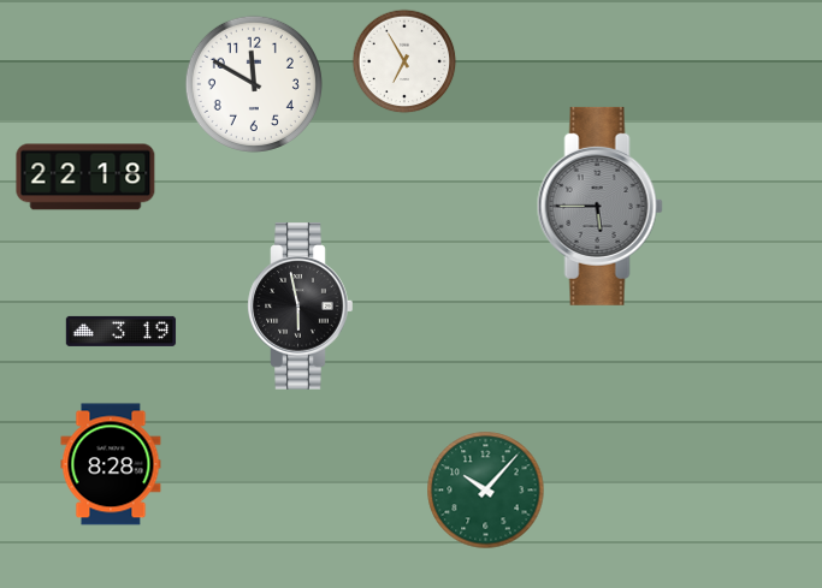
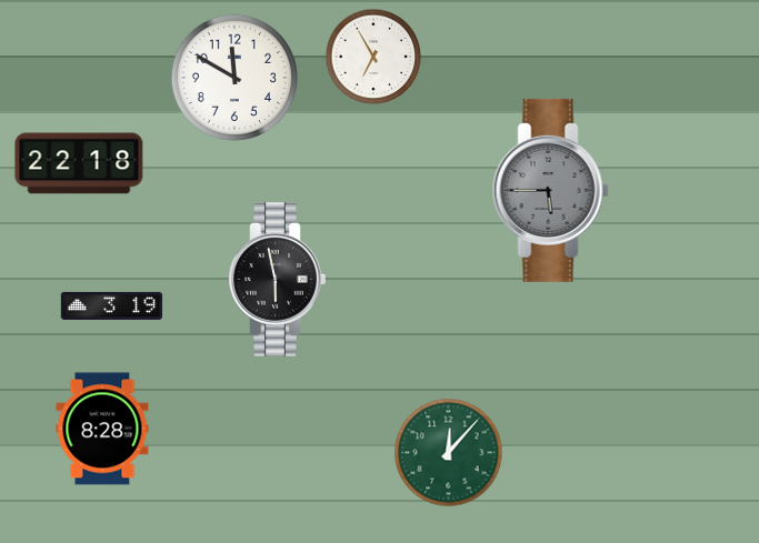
clock at (599, 206) position: (599, 206) -> (550, 190)
clock at (301, 307) position: (301, 307) -> (278, 280)
clock at (486, 491): 10:07 -> 12:07
